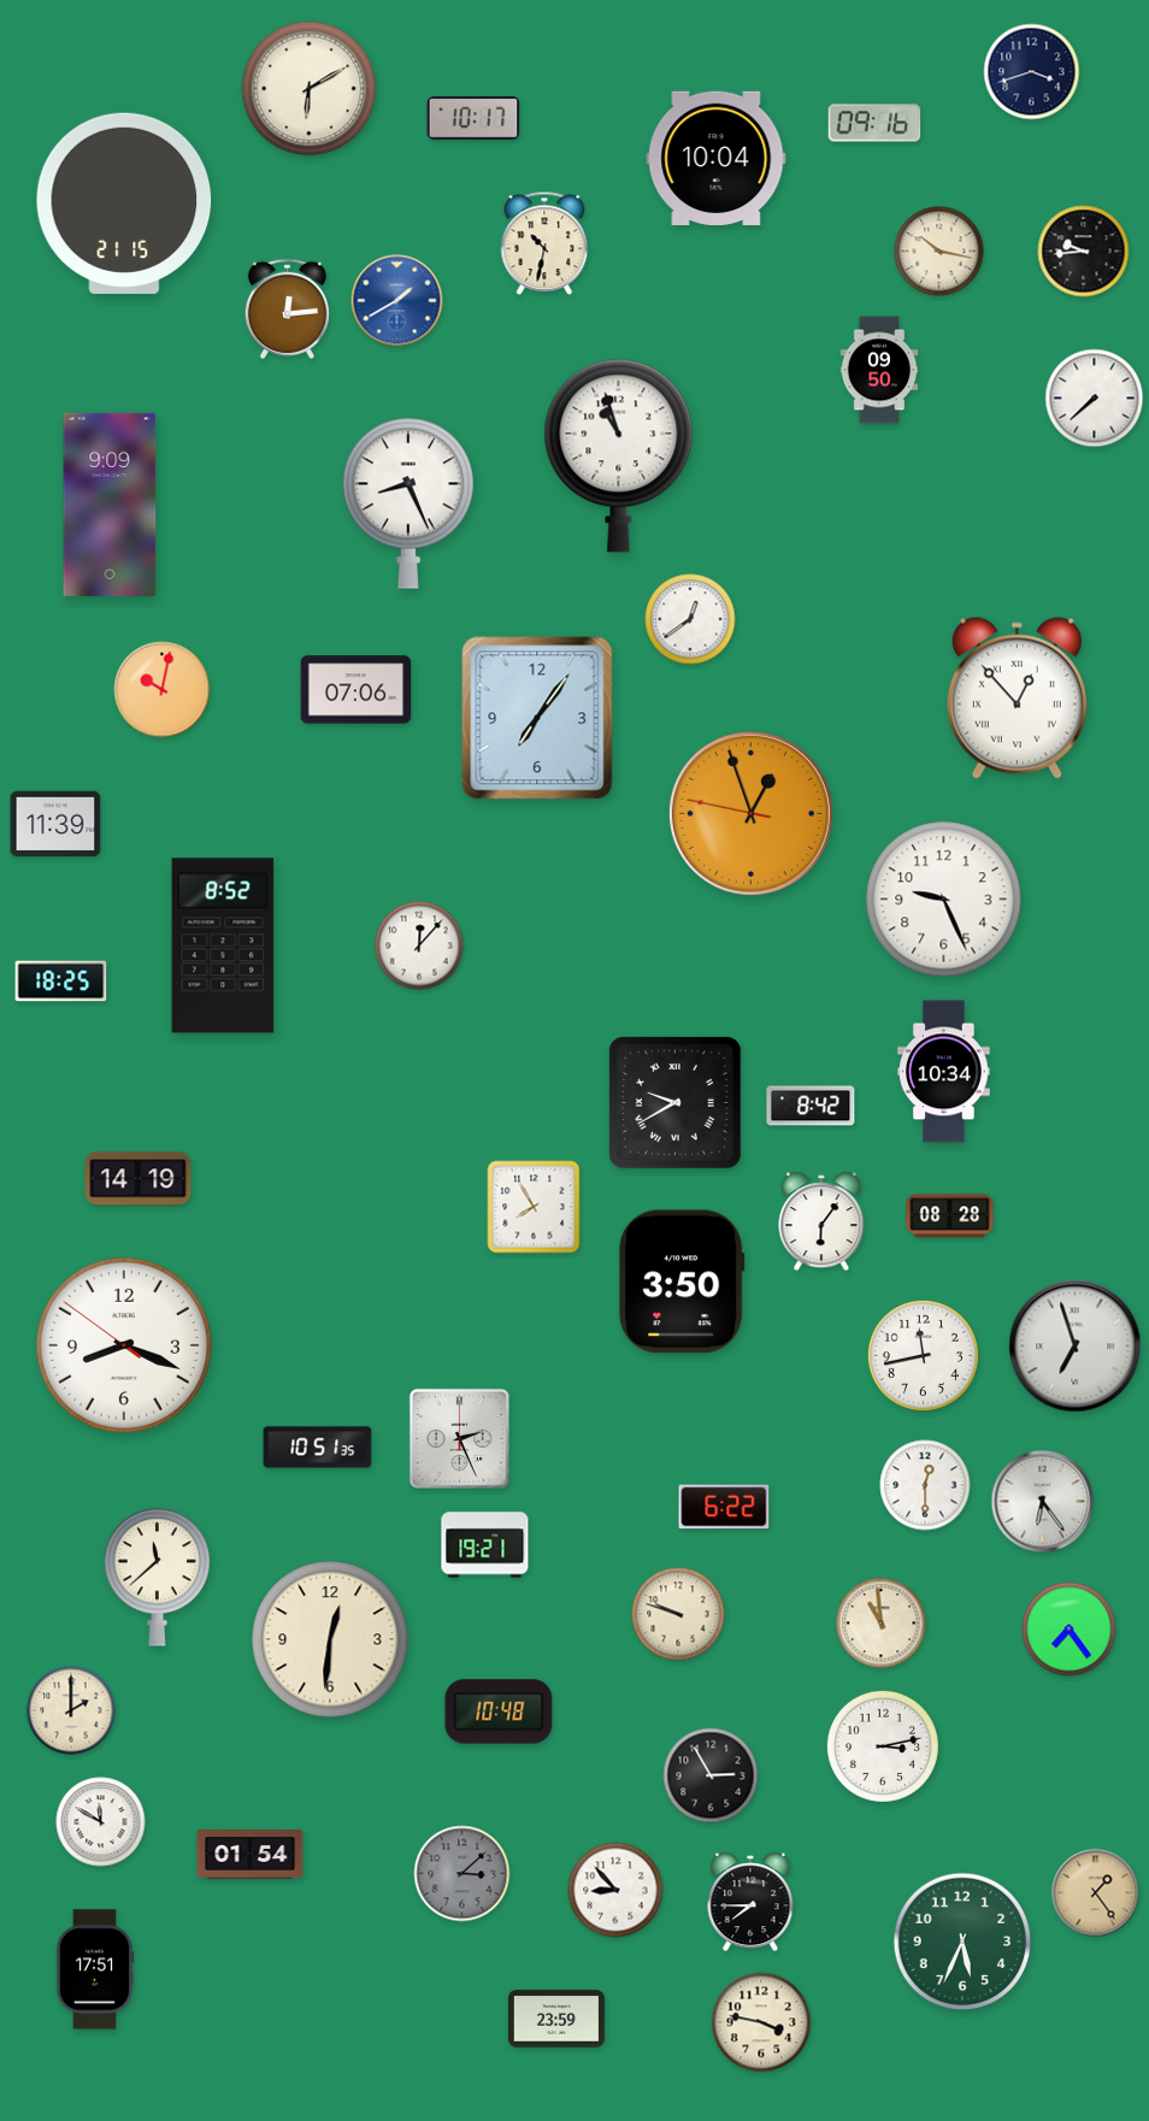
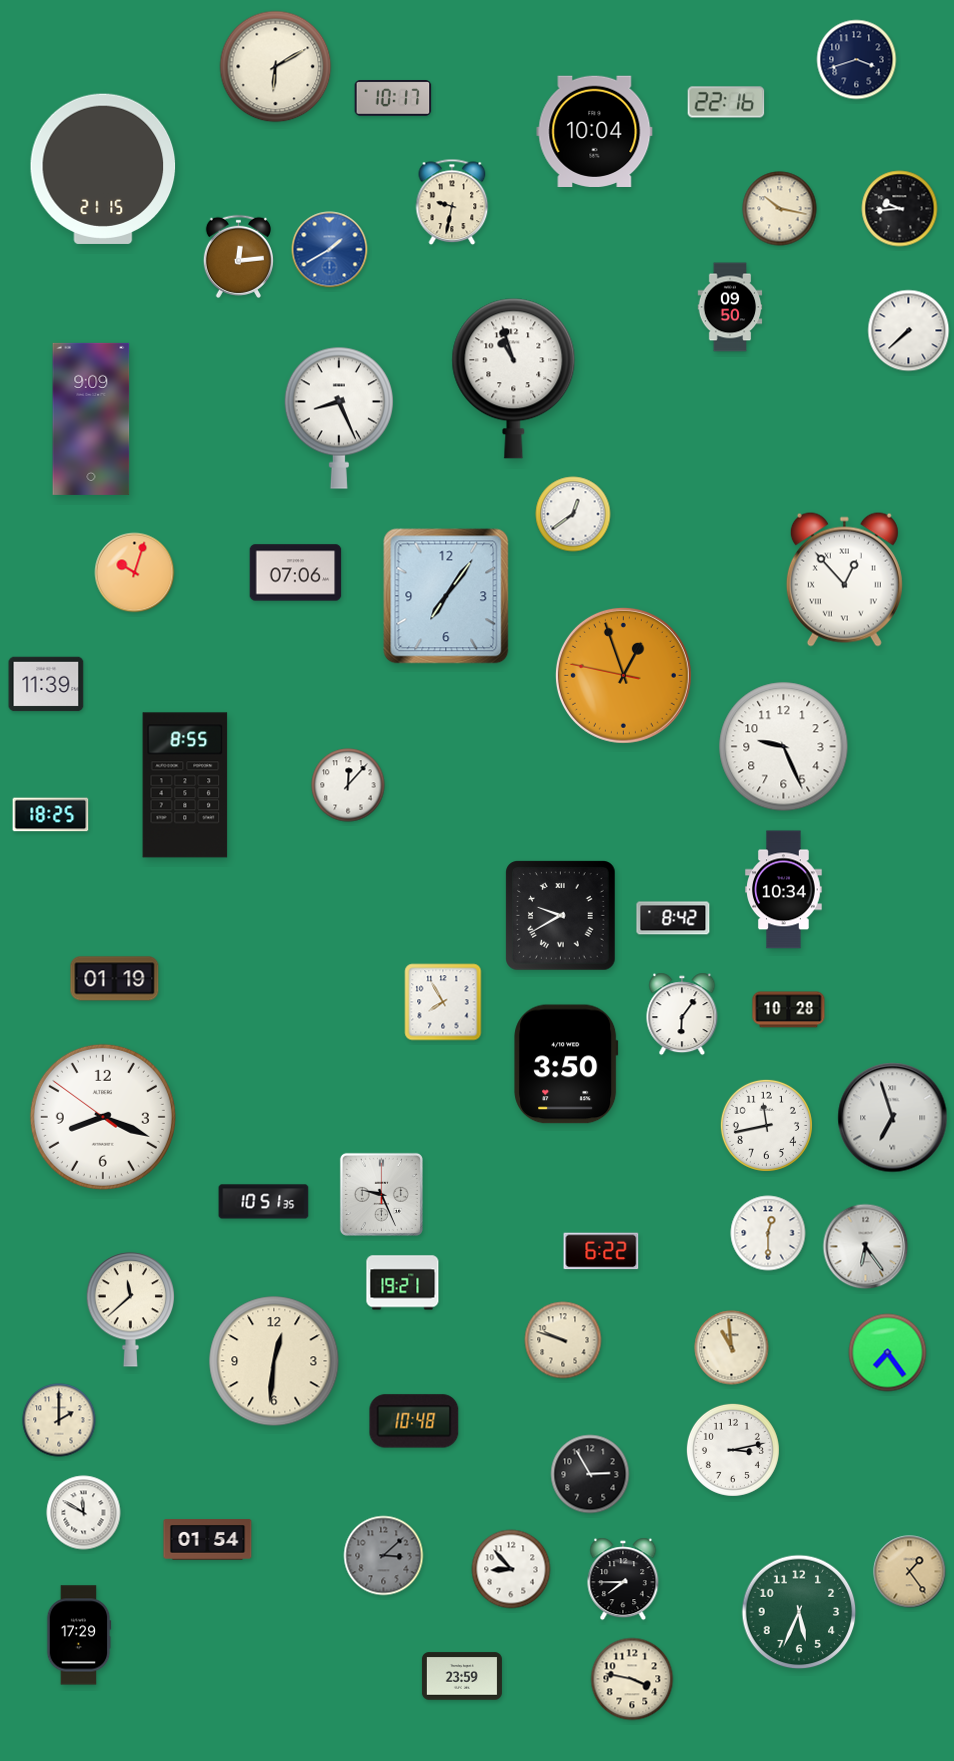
clock at (310, 89) position: (310, 89) -> (276, 67)
clock at (874, 123): 09:16 -> 22:16
clock at (544, 243): 10:32 -> 9:32
clock at (163, 690): 10:02 -> 10:03
clock at (223, 945): 8:52 -> 8:55
clock at (139, 1179): 14:19 -> 01:19
clock at (950, 1216): 08:28 -> 10:28
clock at (459, 1438): 2:26 -> 9:26
clock at (95, 1969): 17:51 -> 17:29
